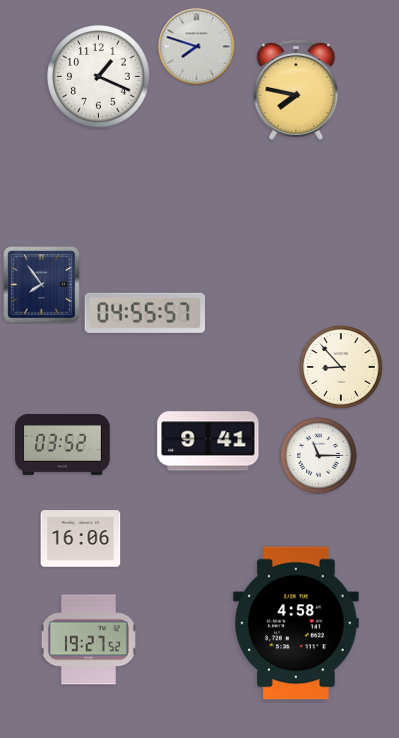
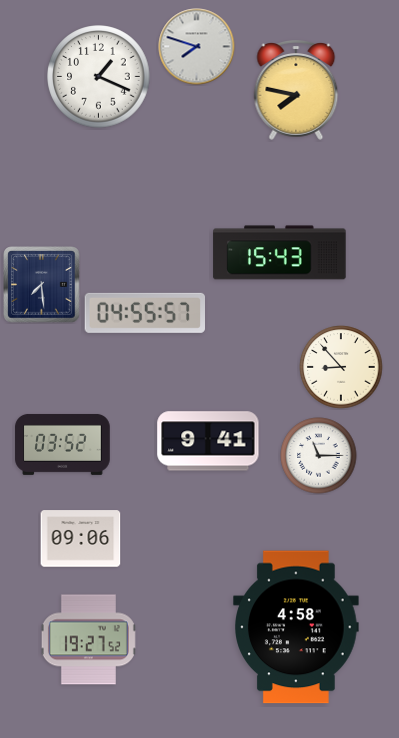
clock at (280, 253): none -> 15:43
clock at (42, 285): 7:54 -> 7:29
clock at (81, 539): 16:06 -> 09:06
clock at (296, 623) position: (296, 623) -> (296, 627)
